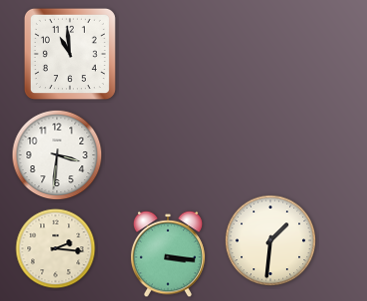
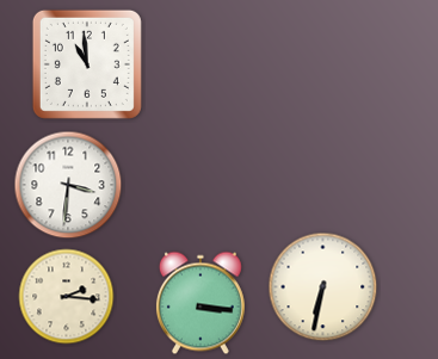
clock at (70, 54) position: (70, 54) -> (87, 64)
clock at (271, 241): 1:31 -> 6:32
